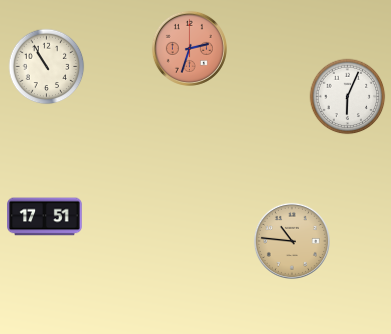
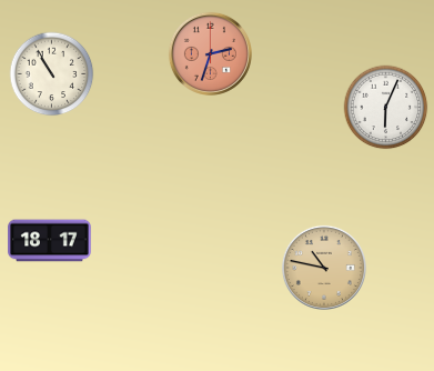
clock at (45, 217): 17:51 -> 18:17
clock at (292, 241): 10:46 -> 10:47
